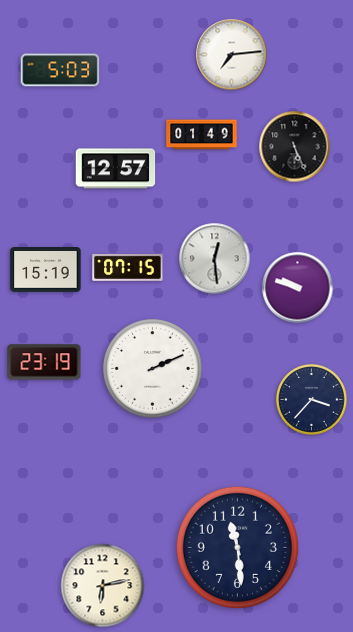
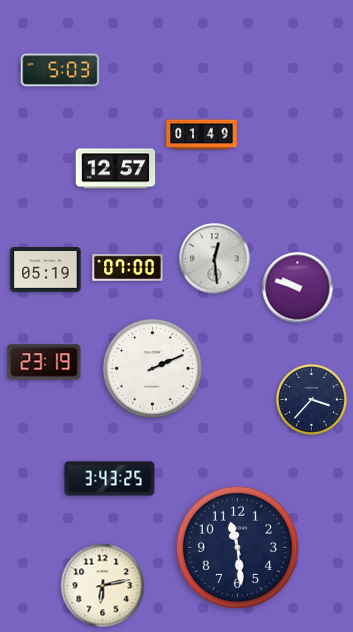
clock at (232, 55): 7:14 -> none
clock at (295, 147): 5:26 -> none
clock at (128, 267): 07:15 -> 07:00
clock at (46, 270): 15:19 -> 05:19
clock at (110, 479): none -> 3:43
